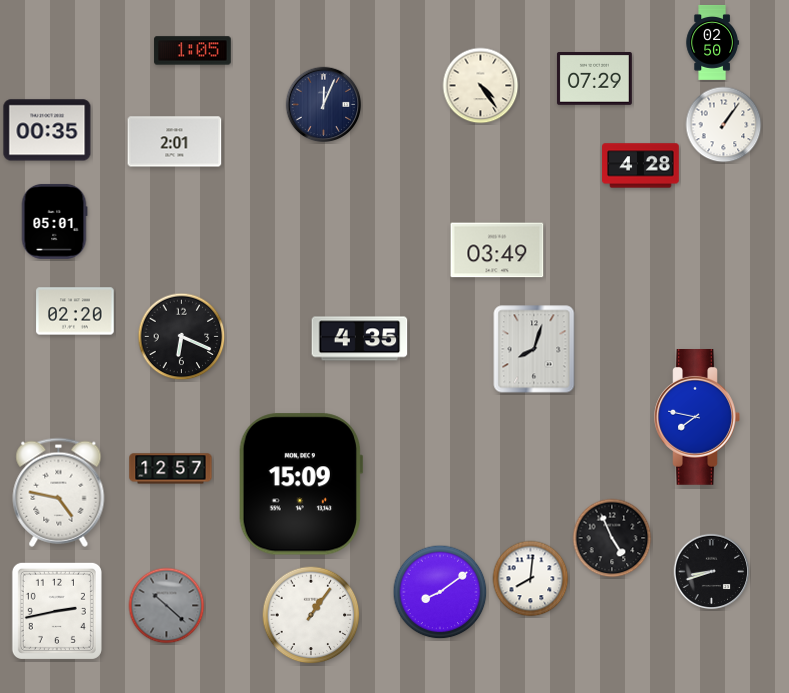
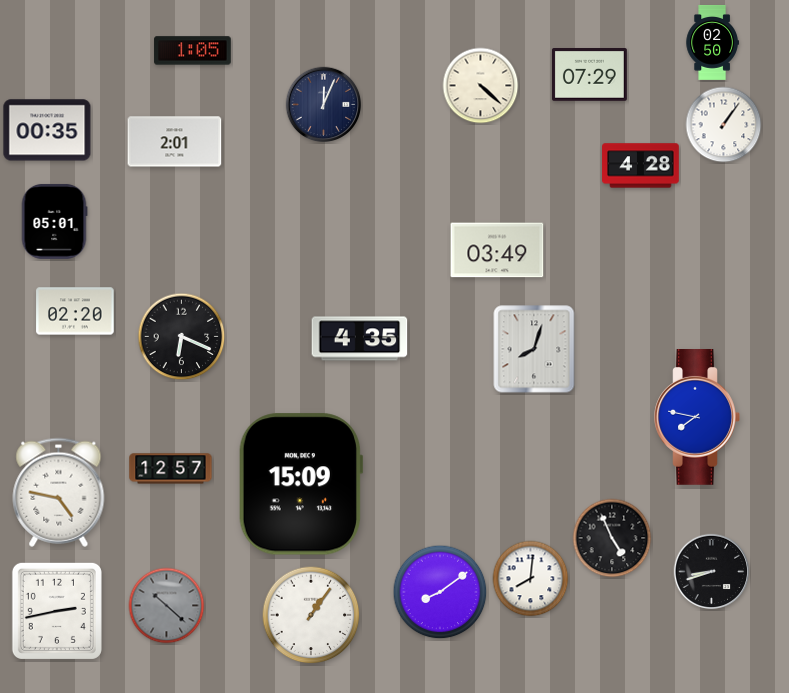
clock at (594, 79) position: (594, 79) -> (589, 75)
clock at (481, 86): 4:24 -> 4:22
